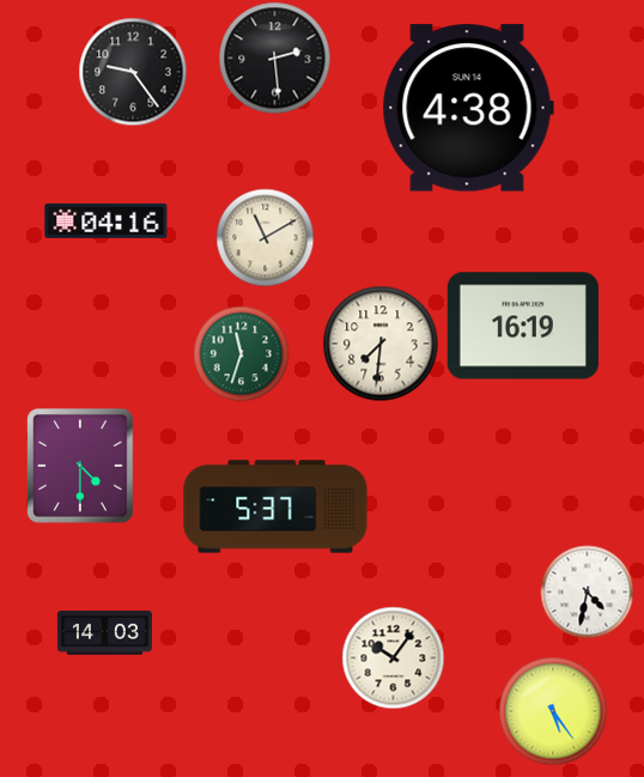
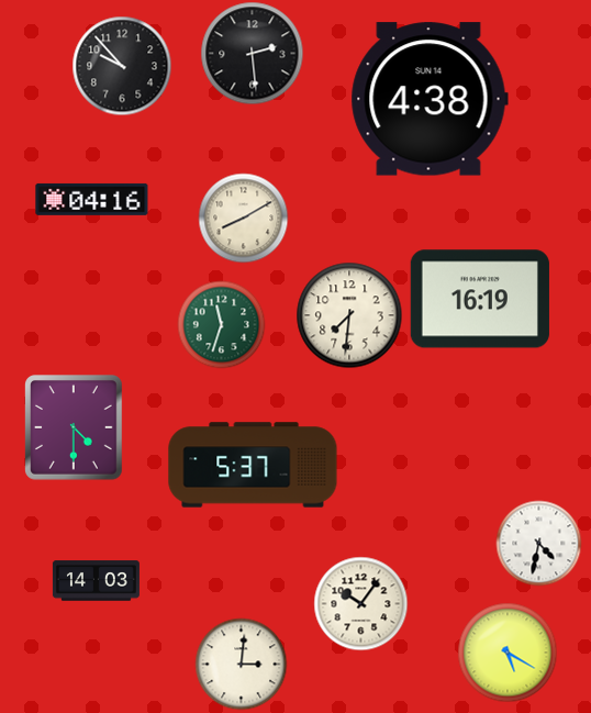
clock at (133, 72): 9:24 -> 9:53
clock at (107, 220) position: (107, 220) -> (92, 199)
clock at (265, 237): 11:10 -> 8:10
clock at (553, 711): 5:24 -> 5:20
clock at (241, 664): none -> 3:01
